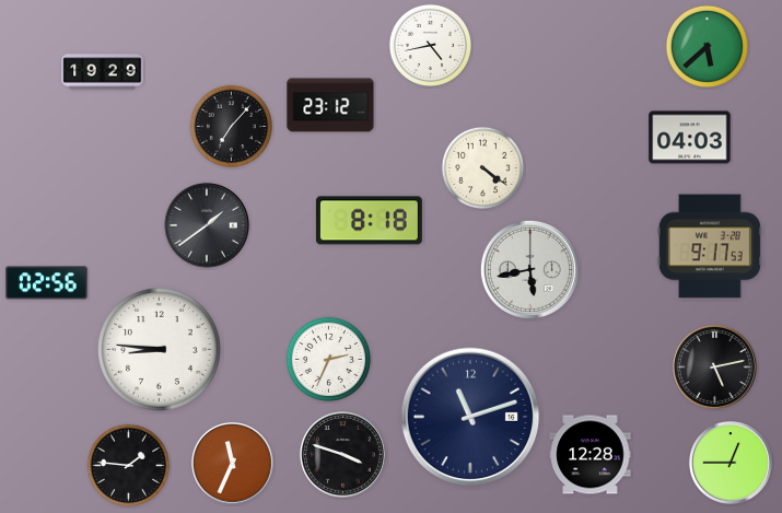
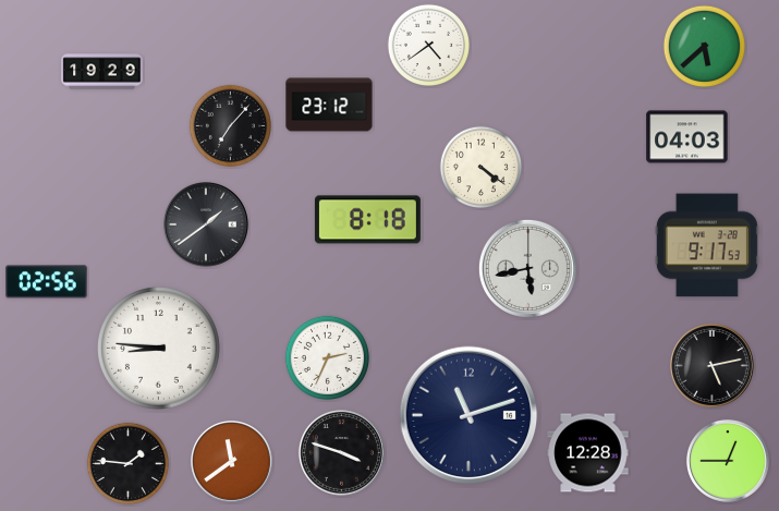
clock at (430, 45): 4:43 -> 4:39
clock at (233, 464): 11:34 -> 11:39
